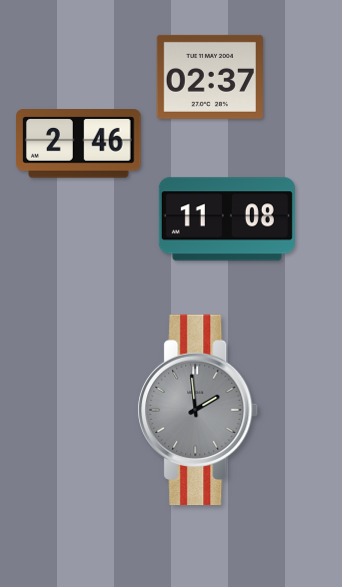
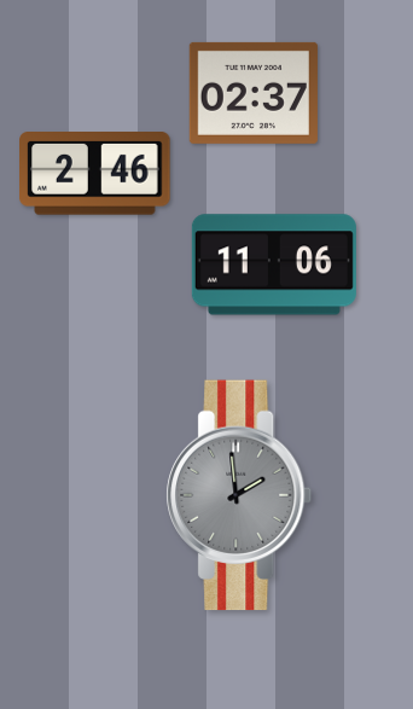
clock at (227, 219): 11:08 -> 11:06
